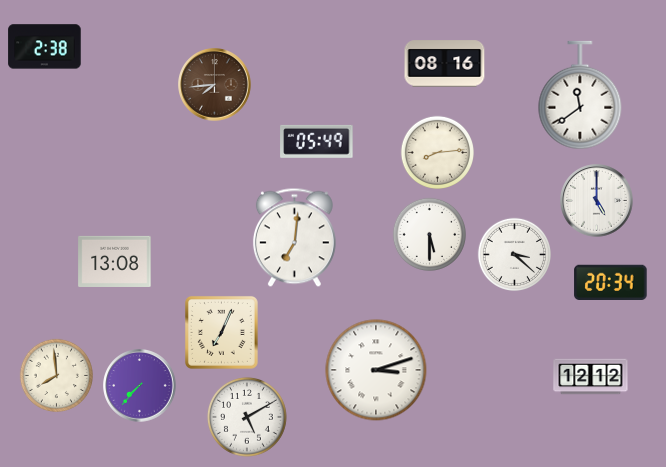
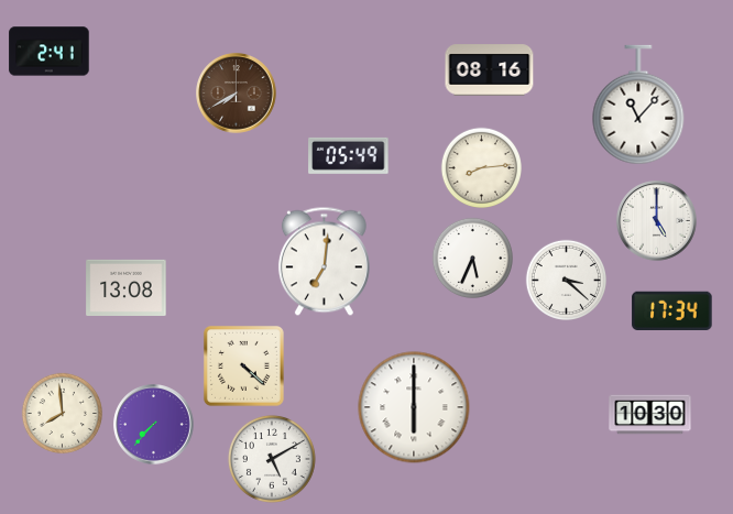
clock at (45, 47): 2:38 -> 2:41
clock at (215, 85): 7:44 -> 7:40
clock at (580, 95): 11:39 -> 11:07
clock at (429, 234): 5:30 -> 5:34
clock at (611, 282): 20:34 -> 17:34
clock at (221, 332): 7:04 -> 4:22
clock at (376, 370): 3:12 -> 6:00
clock at (591, 377): 12:12 -> 10:30
